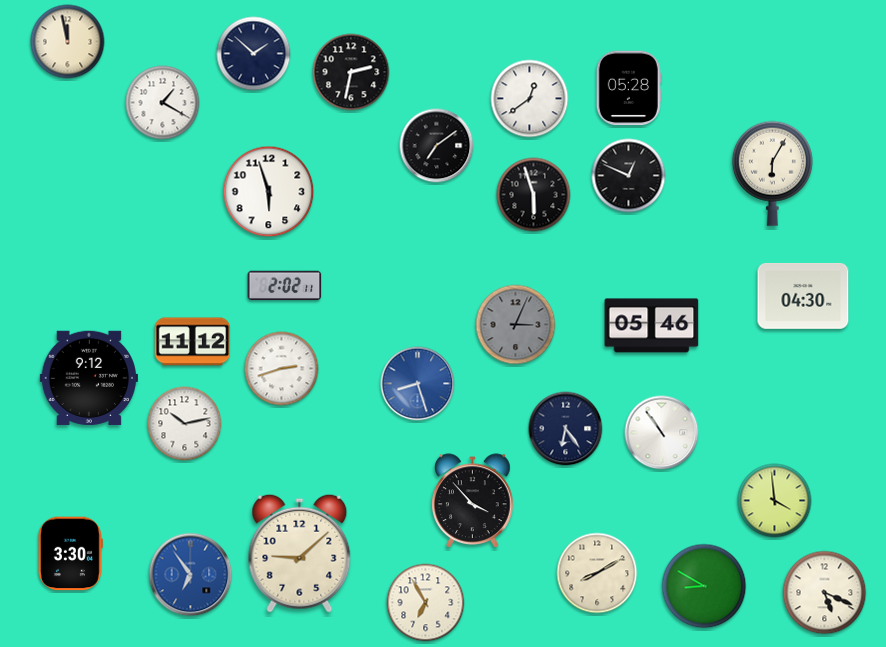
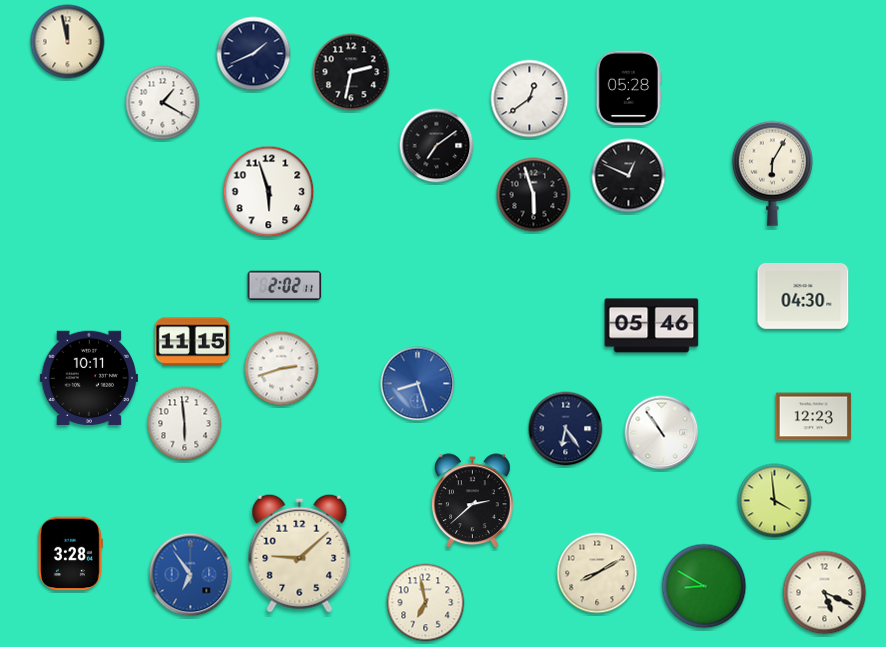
clock at (254, 54): 1:52 -> 1:41
clock at (516, 325): 3:04 -> none
clock at (193, 342): 11:12 -> 11:15
clock at (89, 377): 9:12 -> 10:11
clock at (814, 417): none -> 12:23
clock at (185, 424): 10:13 -> 5:59
clock at (473, 500): 3:53 -> 2:38
clock at (71, 554): 3:30 -> 3:28
clock at (426, 603): 6:55 -> 6:58
